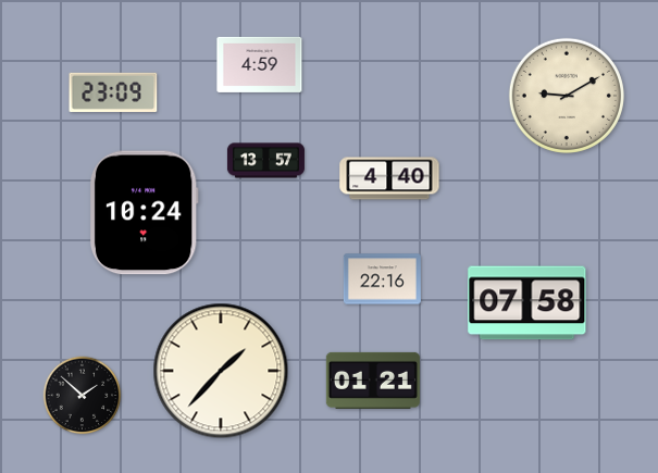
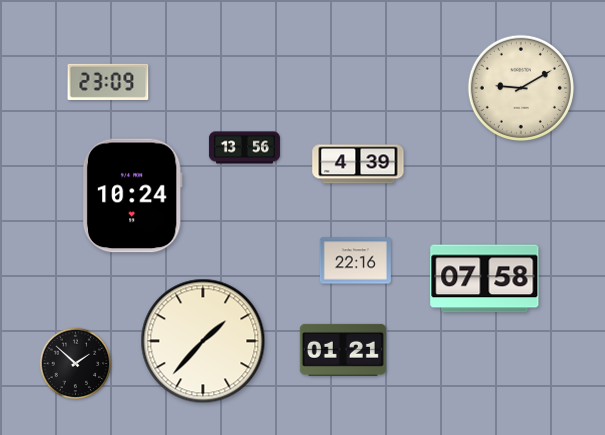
clock at (260, 64): 4:59 -> none
clock at (113, 92) position: (113, 92) -> (108, 82)
clock at (265, 161): 13:57 -> 13:56
clock at (389, 178): 4:40 -> 4:39
clock at (382, 279) position: (382, 279) -> (355, 261)
